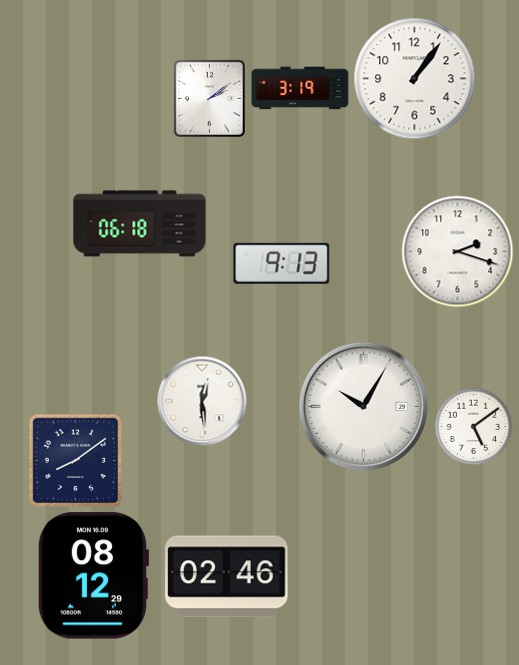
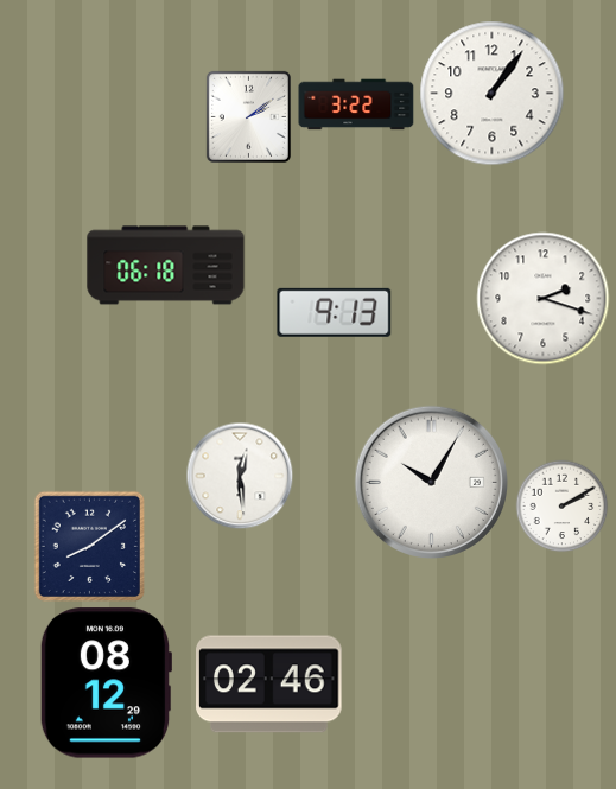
clock at (300, 88): 3:19 -> 3:22
clock at (473, 426): 5:09 -> 2:10
clock at (92, 576) position: (92, 576) -> (104, 683)
